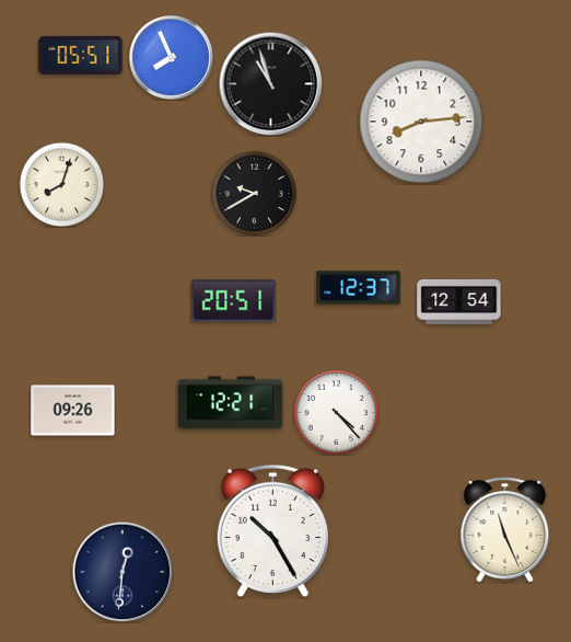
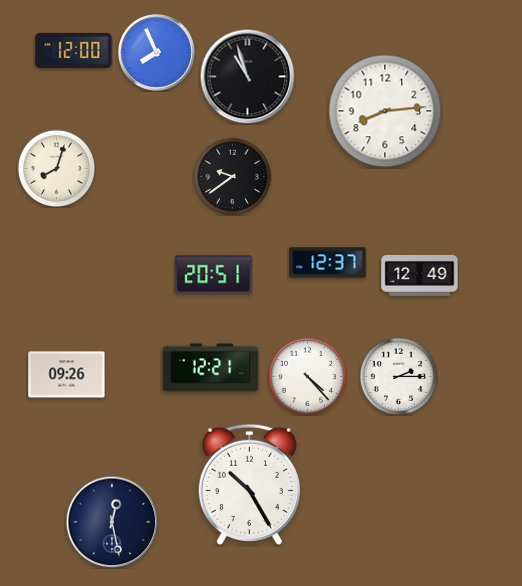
clock at (81, 55): 05:51 -> 12:00
clock at (254, 193): 9:40 -> 9:39
clock at (459, 302): 12:54 -> 12:49
clock at (398, 376): none -> 2:15
clock at (505, 530): 11:26 -> none
clock at (123, 572): 12:31 -> 12:28
